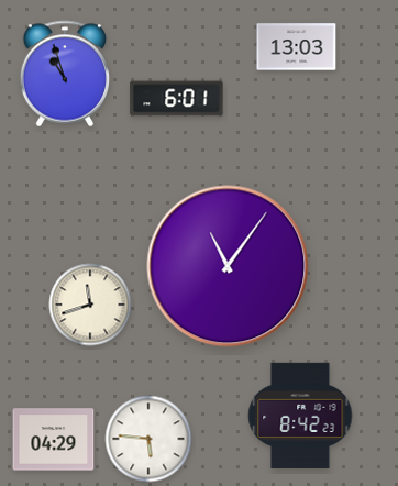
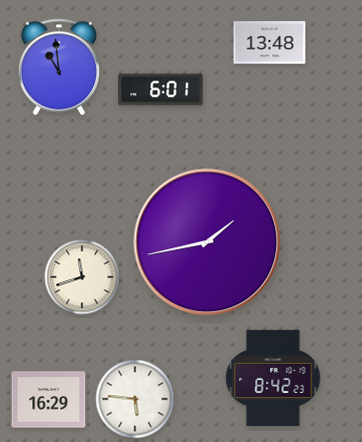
clock at (297, 47): 13:03 -> 13:48
clock at (65, 74): 10:57 -> 10:59
clock at (228, 266): 11:06 -> 1:43
clock at (54, 440): 04:29 -> 16:29
